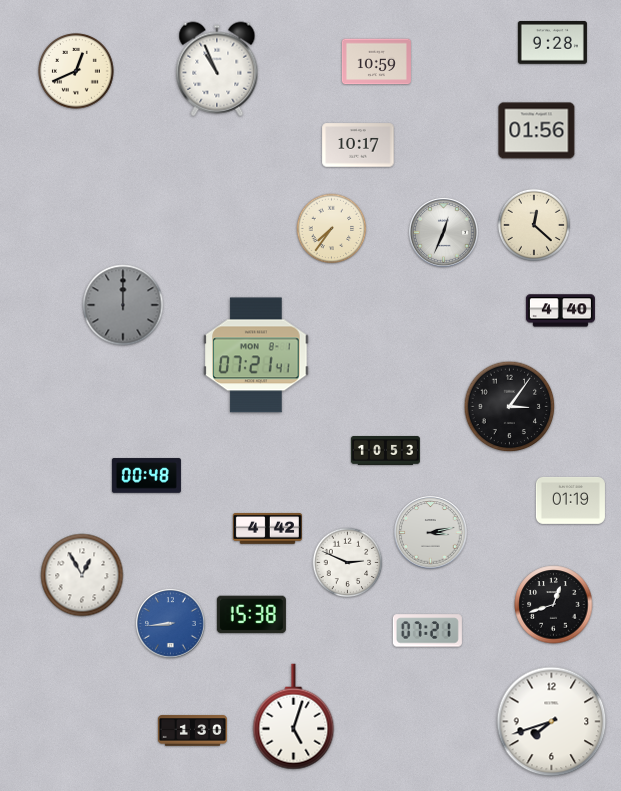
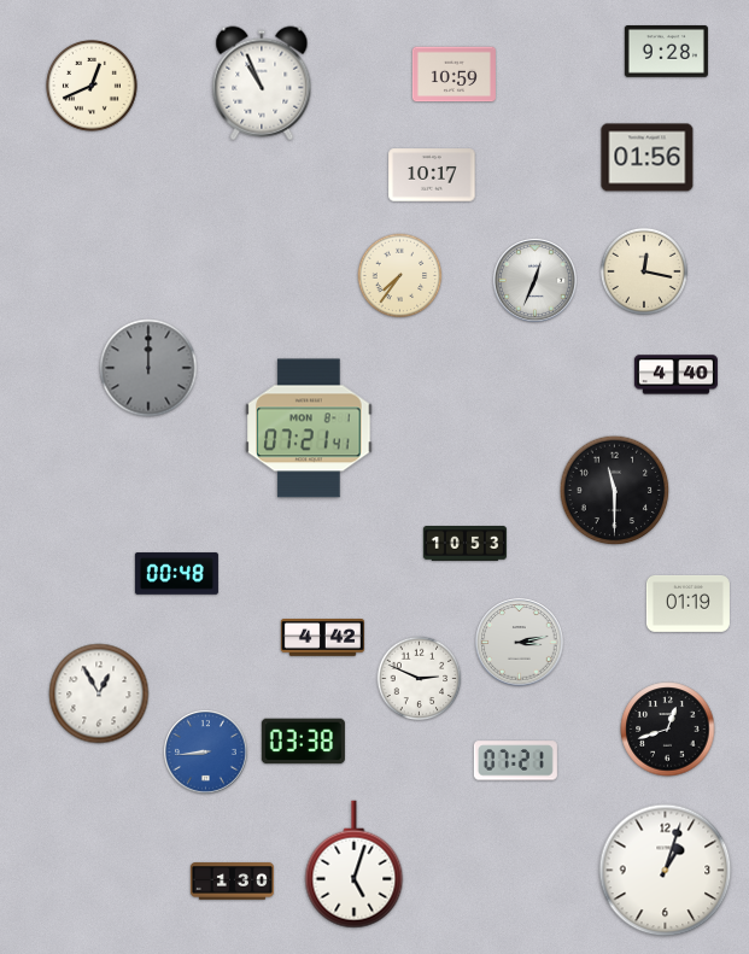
clock at (534, 225): 12:22 -> 12:17
clock at (510, 407): 3:06 -> 11:30
clock at (251, 615): 15:38 -> 03:38
clock at (552, 722): 7:42 -> 1:03
